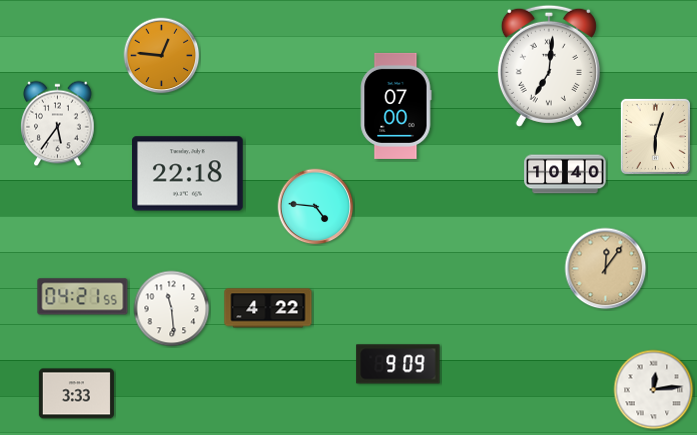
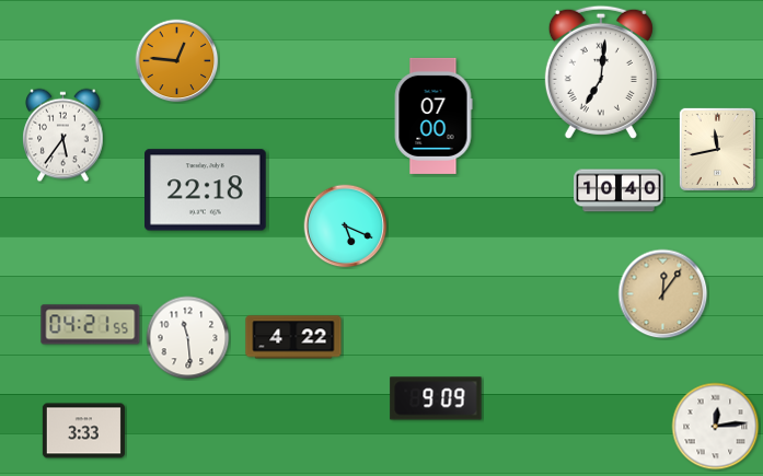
clock at (655, 136): 6:03 -> 11:43
clock at (316, 207): 4:46 -> 5:19
